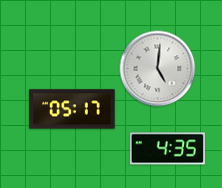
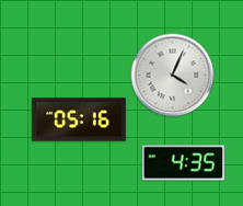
clock at (158, 69): 5:01 -> 4:04
clock at (72, 109): 05:17 -> 05:16
